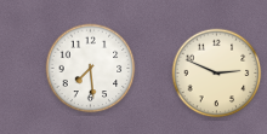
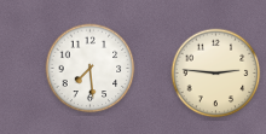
clock at (217, 74): 2:49 -> 2:46
